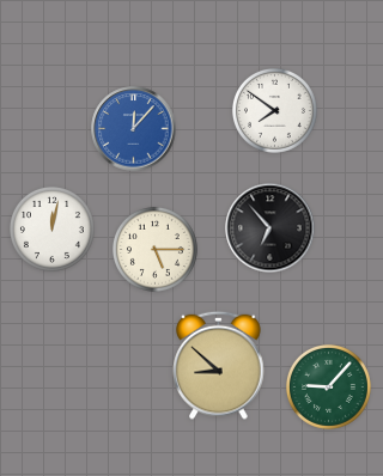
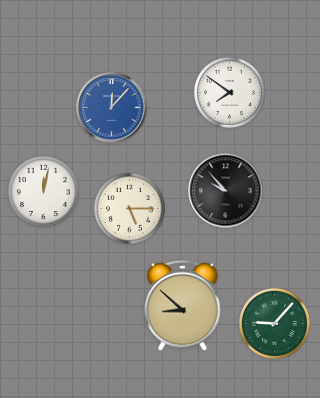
clock at (270, 228): 6:53 -> 9:53
